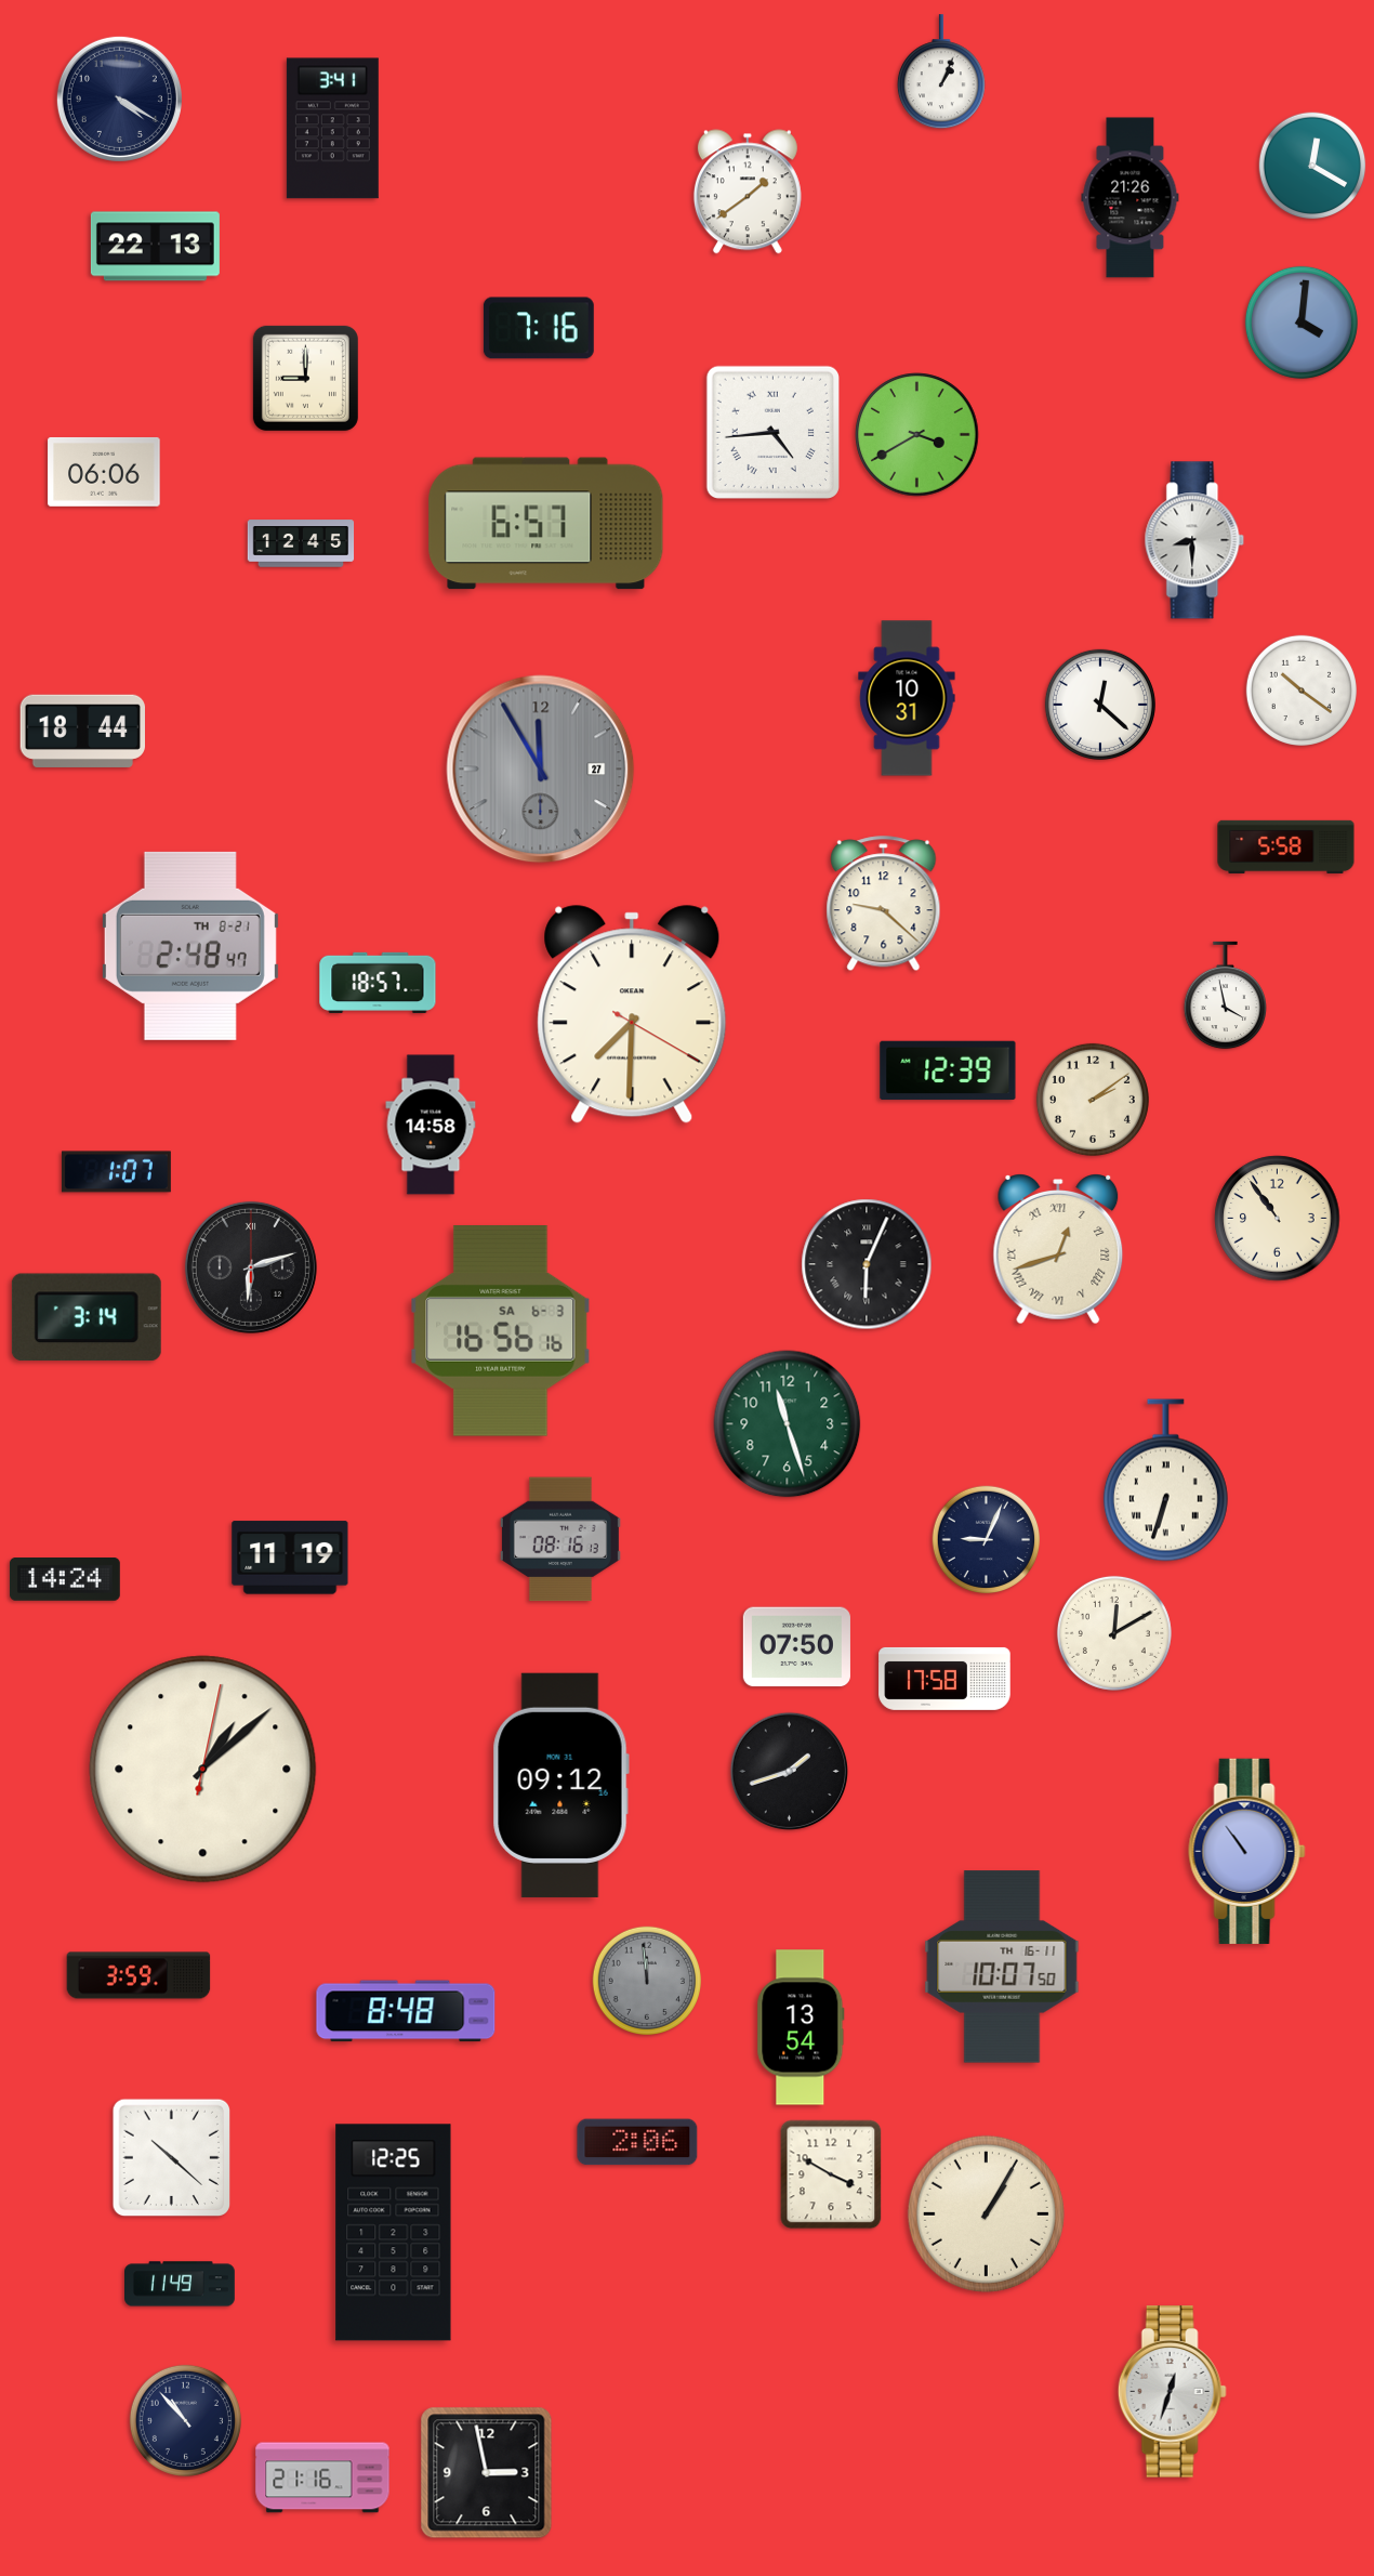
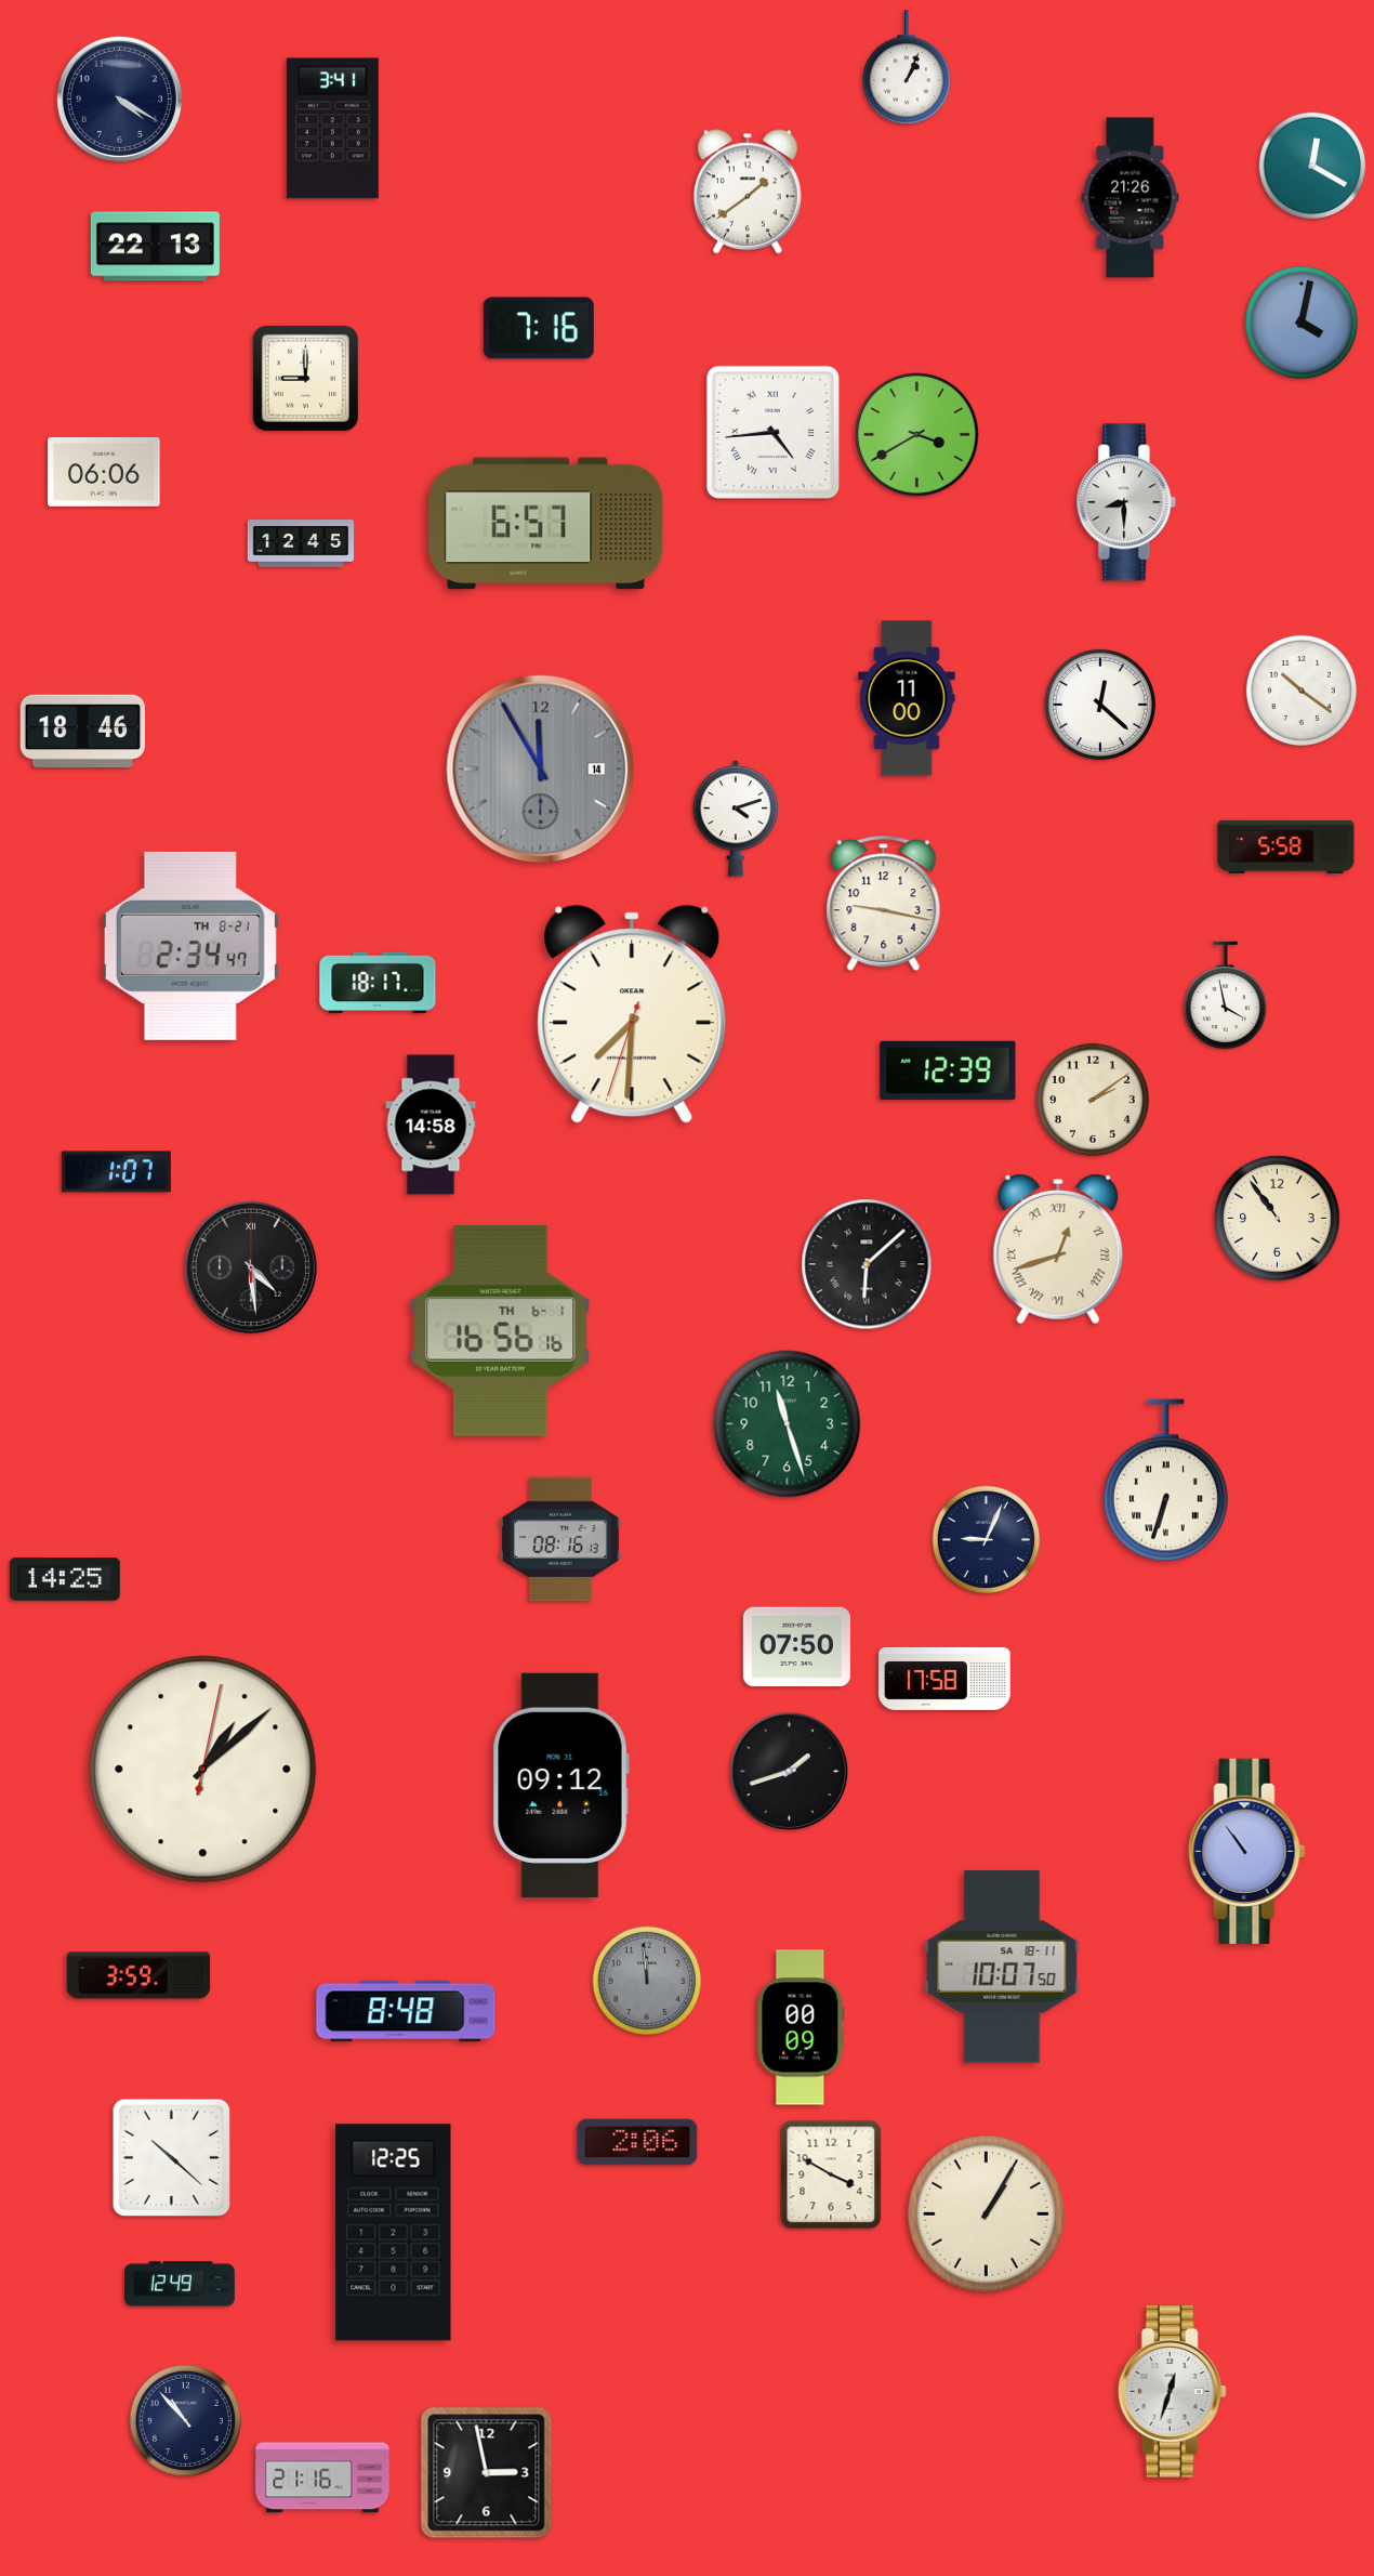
clock at (941, 73) position: (941, 73) -> (907, 68)
clock at (1302, 323): 4:01 -> 4:02
clock at (1194, 540) position: (1194, 540) -> (1126, 502)
clock at (907, 698): 10:31 -> 11:00
clock at (82, 731): 18:44 -> 18:46
clock at (541, 770) date: 27 -> 14
clock at (736, 819): none -> 4:12
clock at (884, 904): 9:22 -> 9:17
clock at (190, 946): 2:48 -> 2:34
clock at (378, 983): 18:57 -> 18:17
clock at (632, 1014): 7:30:20 -> 7:30:33
clock at (867, 1264): 6:04 -> 6:08
clock at (251, 1267): 6:12 -> 4:29
clock at (87, 1317): 3:14 -> none
clock at (501, 1330) date: SA 6-3 -> TH 6-1
clock at (290, 1558): 11:19 -> none
clock at (65, 1580): 14:24 -> 14:25
clock at (1114, 1633): 12:10 -> none
clock at (1002, 1967) date: TH 16-11 -> SA 18-11
clock at (801, 2027): 13:54 -> 00:09
clock at (181, 2284): 11:49 -> 12:49
